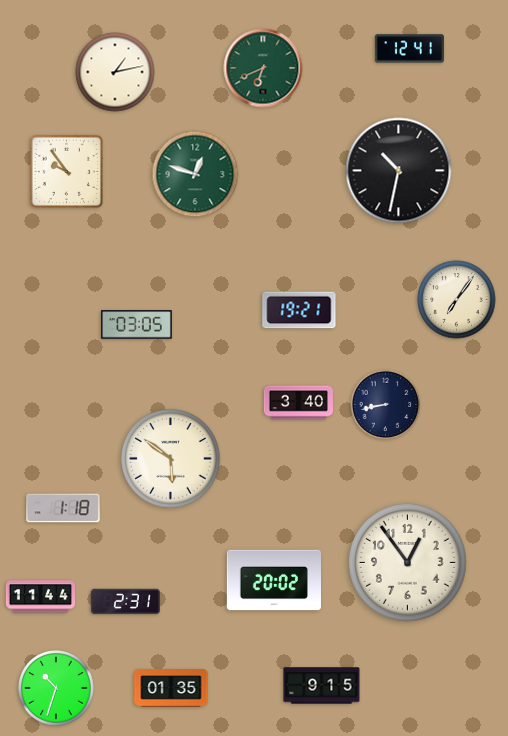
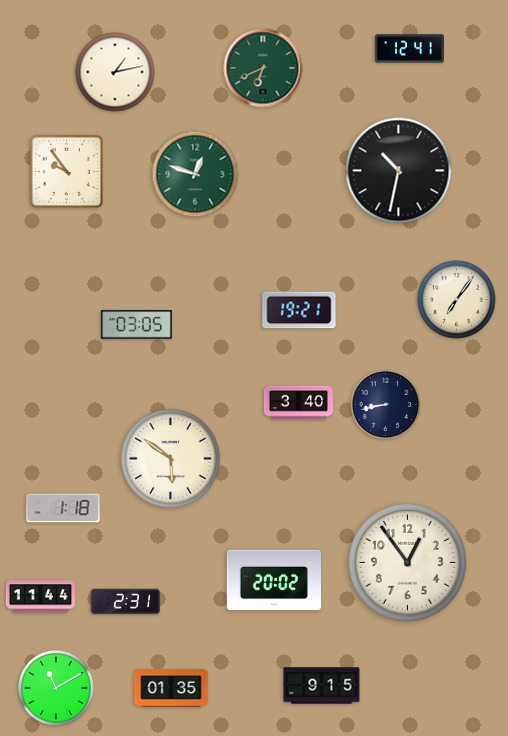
clock at (57, 689): 10:33 -> 11:10
